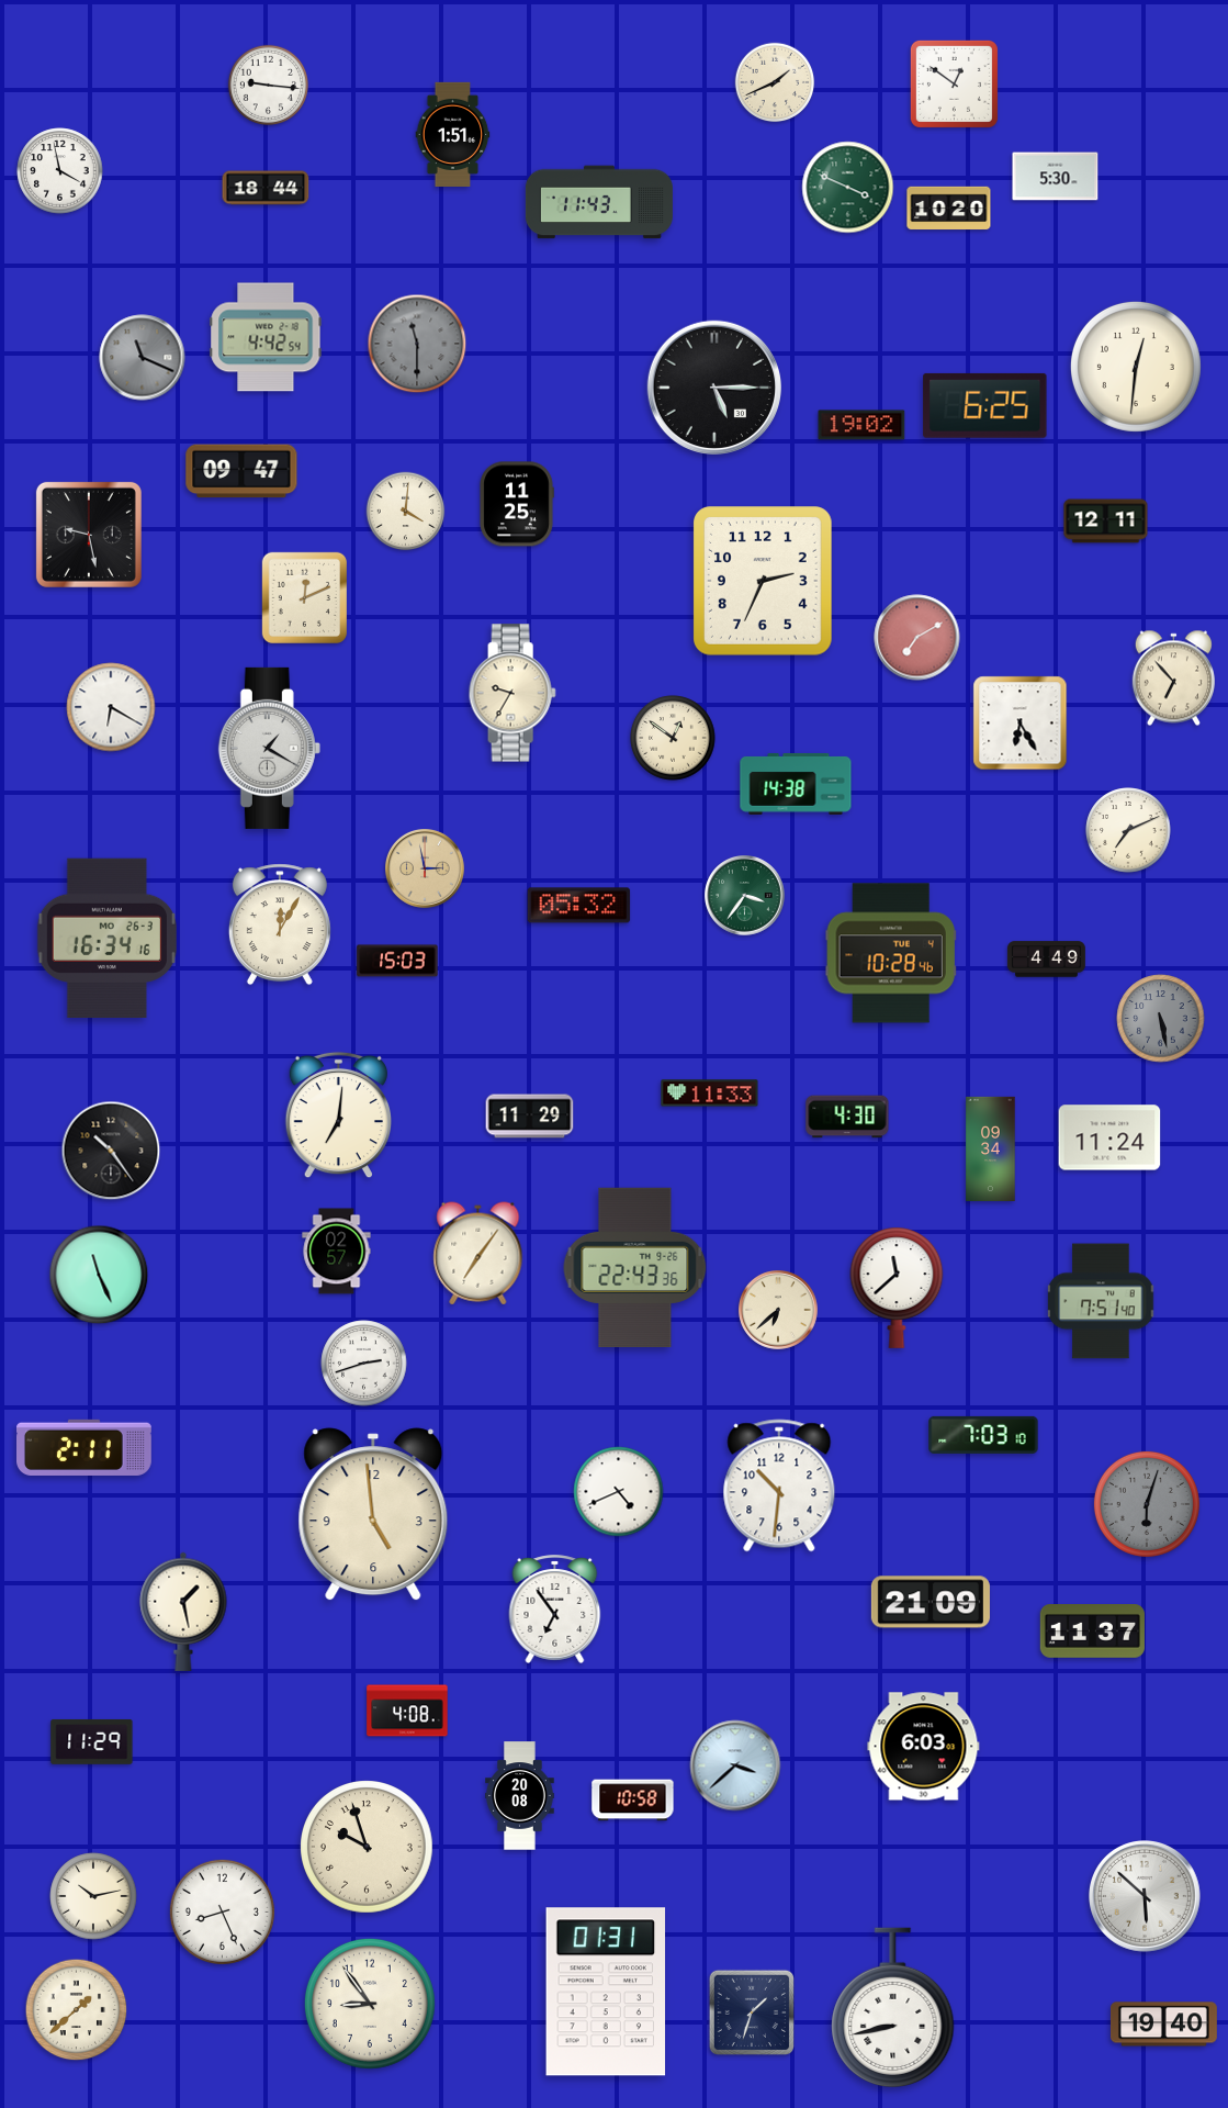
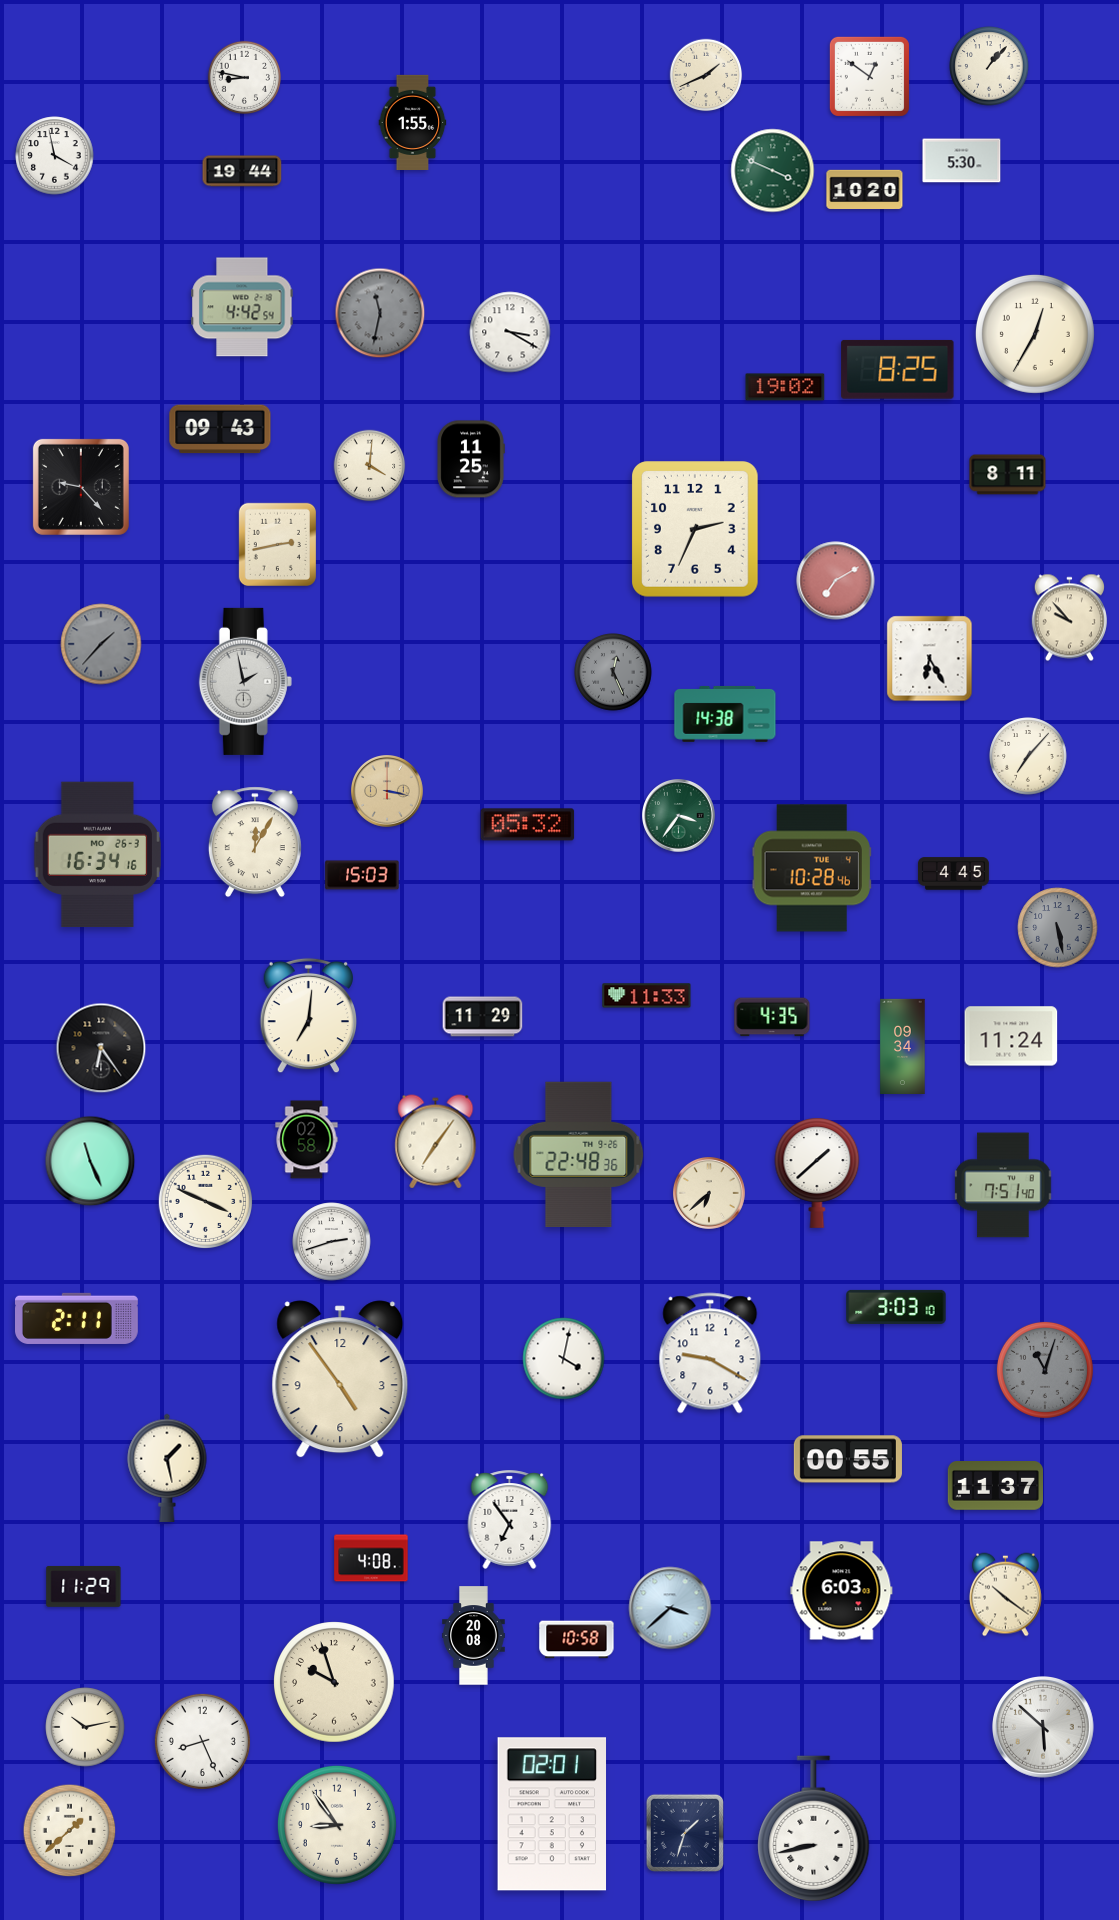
clock at (989, 66): none -> 1:07
clock at (268, 85): 9:16 -> 8:47
clock at (453, 134): 1:51 -> 1:55
clock at (266, 188): 18:44 -> 19:44
clock at (599, 202): 11:43 -> none
clock at (417, 344): 11:30 -> 11:32
clock at (143, 358): 11:19 -> none
clock at (510, 332): none -> 3:20
clock at (1136, 367): 12:31 -> 12:35
clock at (713, 386): 5:15 -> none
clock at (985, 405): 6:25 -> 8:25
clock at (241, 471): 09:47 -> 09:43
clock at (1106, 522): 12:11 -> 8:11
clock at (89, 535): 9:28 -> 9:23
clock at (304, 597): 12:11 -> 2:43
clock at (1173, 679): 6:53 -> 9:53
clock at (512, 693): 9:35 -> none
clock at (111, 707): 6:20 -> 1:37
clock at (111, 707) dial: white -> grey
clock at (673, 738): 12:51 -> 12:26
clock at (673, 738) dial: cream -> grey
clock at (269, 748): 1:20 -> 1:58
clock at (1128, 830): 7:11 -> 7:07
clock at (426, 870): 2:58 -> 3:17
clock at (1046, 960): 4:49 -> 4:45
clock at (847, 1117): 4:30 -> 4:35
clock at (111, 1151): 10:24 -> 6:24
clock at (337, 1252): 02:57 -> 02:58
clock at (635, 1267): 22:43 -> 22:48
clock at (897, 1288): 11:38 -> 1:38
clock at (205, 1201): none -> 3:49
clock at (983, 1435): 7:03 -> 3:03
clock at (779, 1485): 10:31 -> 9:20
clock at (619, 1492): 4:41 -> 4:02
clock at (1147, 1504): 6:03 -> 11:03
clock at (373, 1514): 4:59 -> 4:54
clock at (931, 1602): 21:09 -> 00:55
clock at (555, 1608) position: (555, 1608) -> (510, 1519)
clock at (1006, 1595): none -> 10:21
clock at (606, 1992): 01:31 -> 02:01
clock at (1163, 2025): 19:40 -> none
